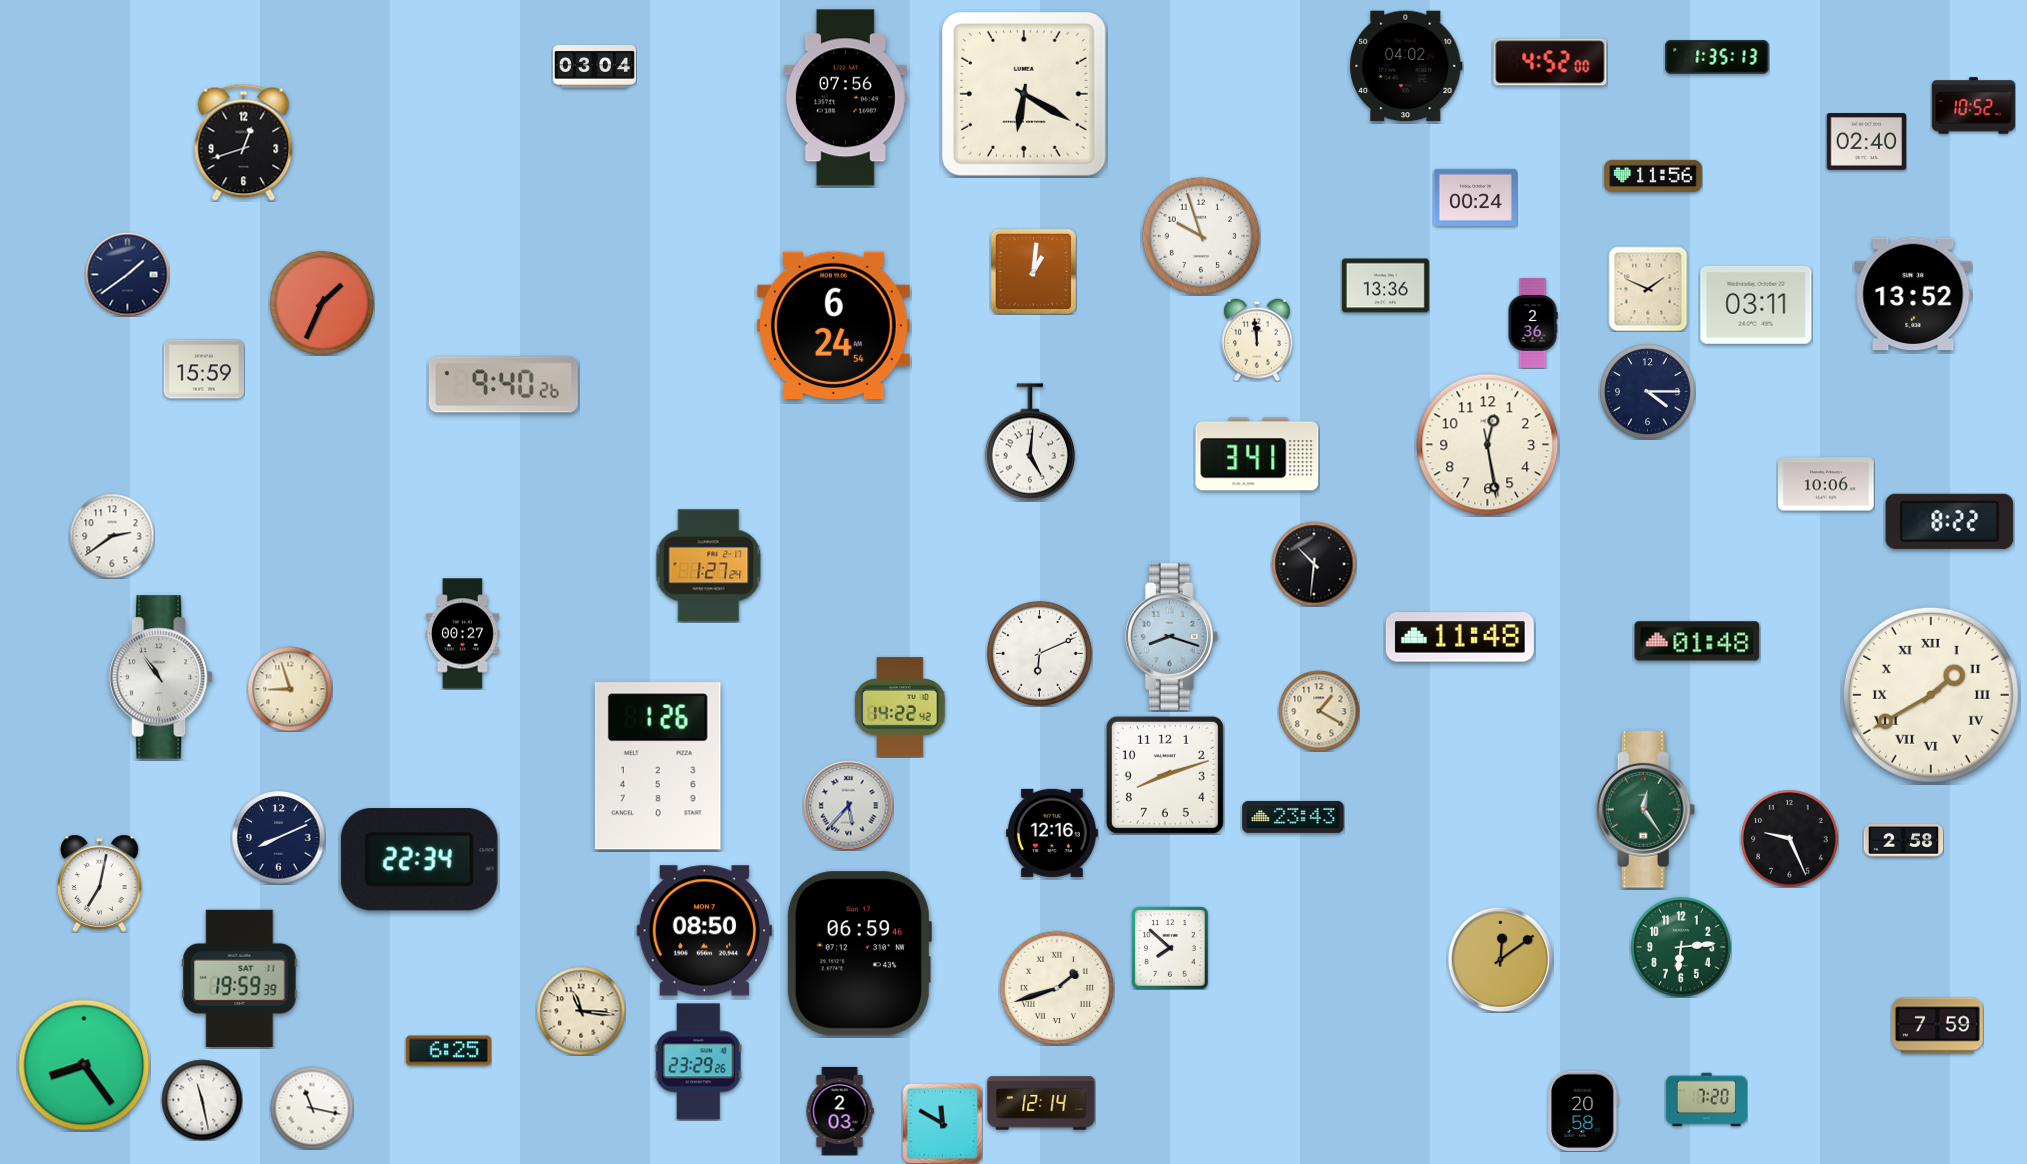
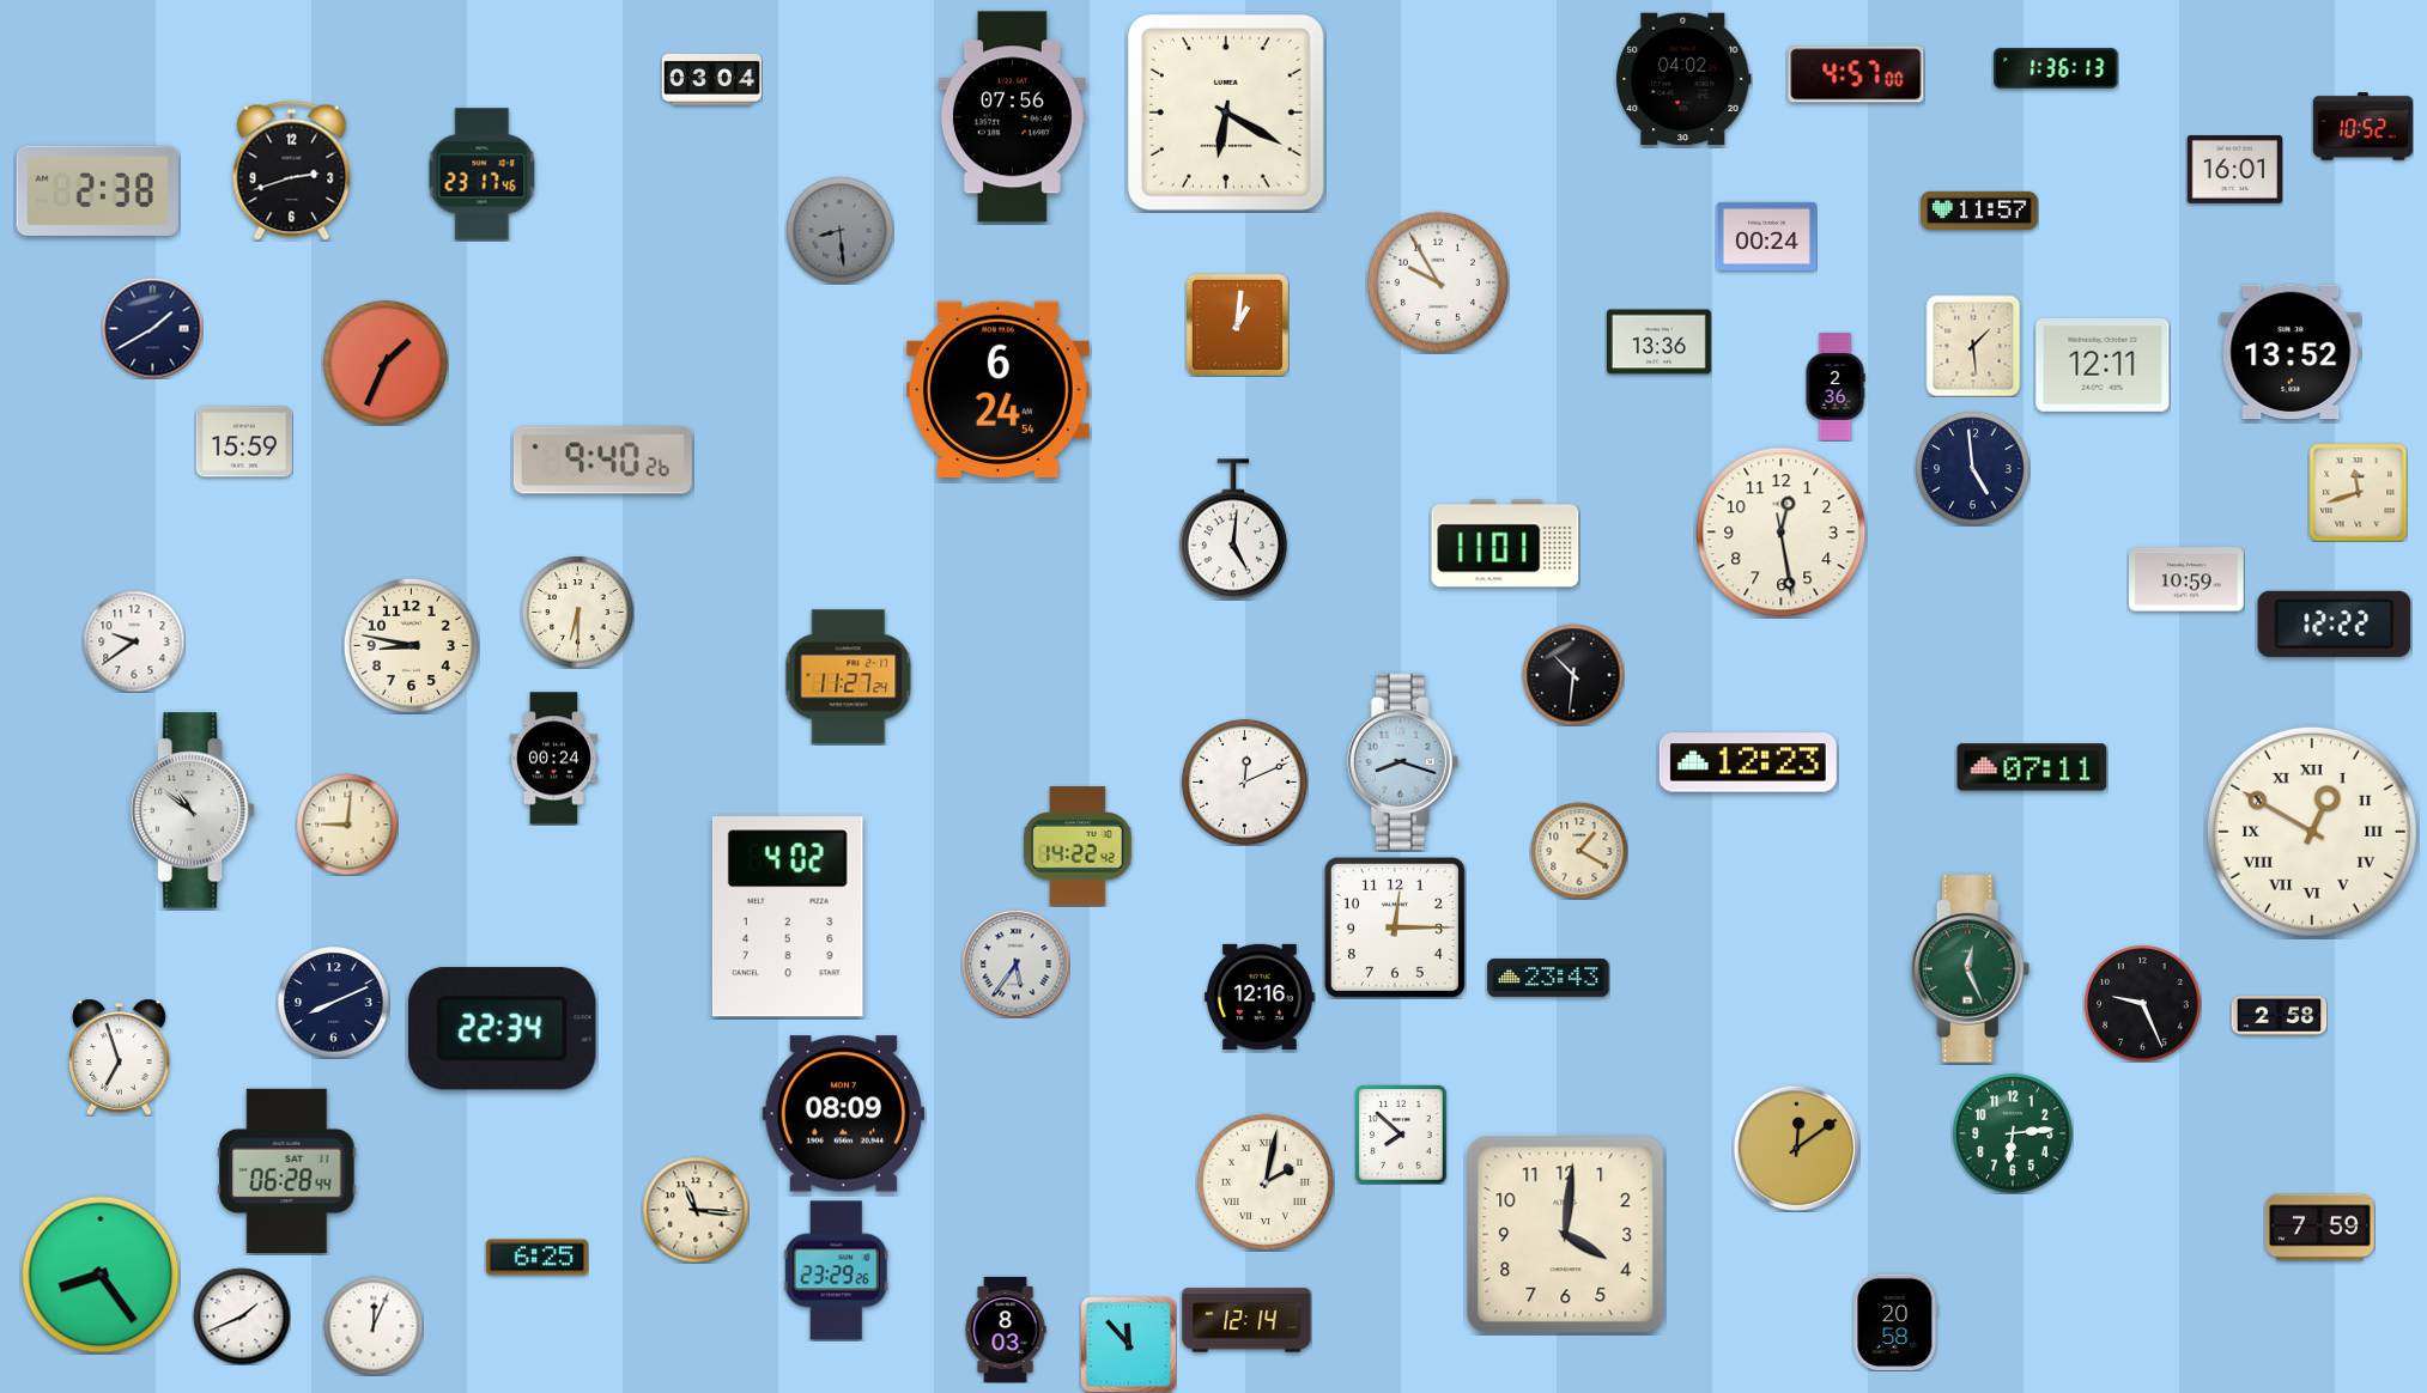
clock at (1717, 57): 1:35 -> 1:36
clock at (1550, 62): 4:52 -> 4:57
clock at (244, 142): 12:42 -> 2:42
clock at (1866, 142): 02:40 -> 16:01
clock at (483, 175): none -> 23:17
clock at (97, 190): none -> 2:38
clock at (1653, 176): 11:56 -> 11:57
clock at (839, 230): none -> 8:29
clock at (1200, 235): 9:57 -> 9:55
clock at (127, 274): 1:39 -> 1:40
clock at (1648, 289): 1:49 -> 1:29
clock at (1756, 305): 03:11 -> 12:11
clock at (1257, 340): 11:59 -> none
clock at (1647, 391): 4:15 -> 4:59
clock at (2358, 492): none -> 11:42
clock at (1257, 454): 3:41 -> 11:01
clock at (1826, 484): 10:06 -> 10:59
clock at (577, 612): none -> 6:30
clock at (1950, 521): 8:22 -> 12:22
clock at (112, 536): 2:39 -> 9:39
clock at (411, 645): none -> 8:47
clock at (709, 566): 1:27 -> 11:27
clock at (462, 634): 00:27 -> 00:24
clock at (1460, 637): 11:48 -> 12:23
clock at (1697, 641): 01:48 -> 07:11
clock at (1039, 653): 6:11 -> 12:11
clock at (162, 677): 10:54 -> 10:51
clock at (290, 689): 8:57 -> 9:01
clock at (1931, 695): 1:40 -> 12:50
clock at (658, 766): 1:26 -> 4:02
clock at (1165, 775): 8:12 -> 12:15
clock at (848, 805): 5:37 -> 5:36
clock at (1646, 810): 12:24 -> 12:26
clock at (1903, 841) position: (1903, 841) -> (2279, 1016)
clock at (100, 883): 7:02 -> 6:57
clock at (704, 931): 08:50 -> 08:09
clock at (859, 954): 06:59 -> none
clock at (240, 978): 19:59 -> 06:28
clock at (1057, 988): 1:42 -> 2:02
clock at (1566, 1235): none -> 4:01
clock at (202, 1100): 11:28 -> 1:41
clock at (1706, 1100): 7:20 -> none
clock at (312, 1108): 11:17 -> 12:04
clock at (1583, 1110) position: (1583, 1110) -> (1895, 1321)
clock at (840, 1111): 2:03 -> 8:03
clock at (942, 1123): 11:50 -> 11:53
